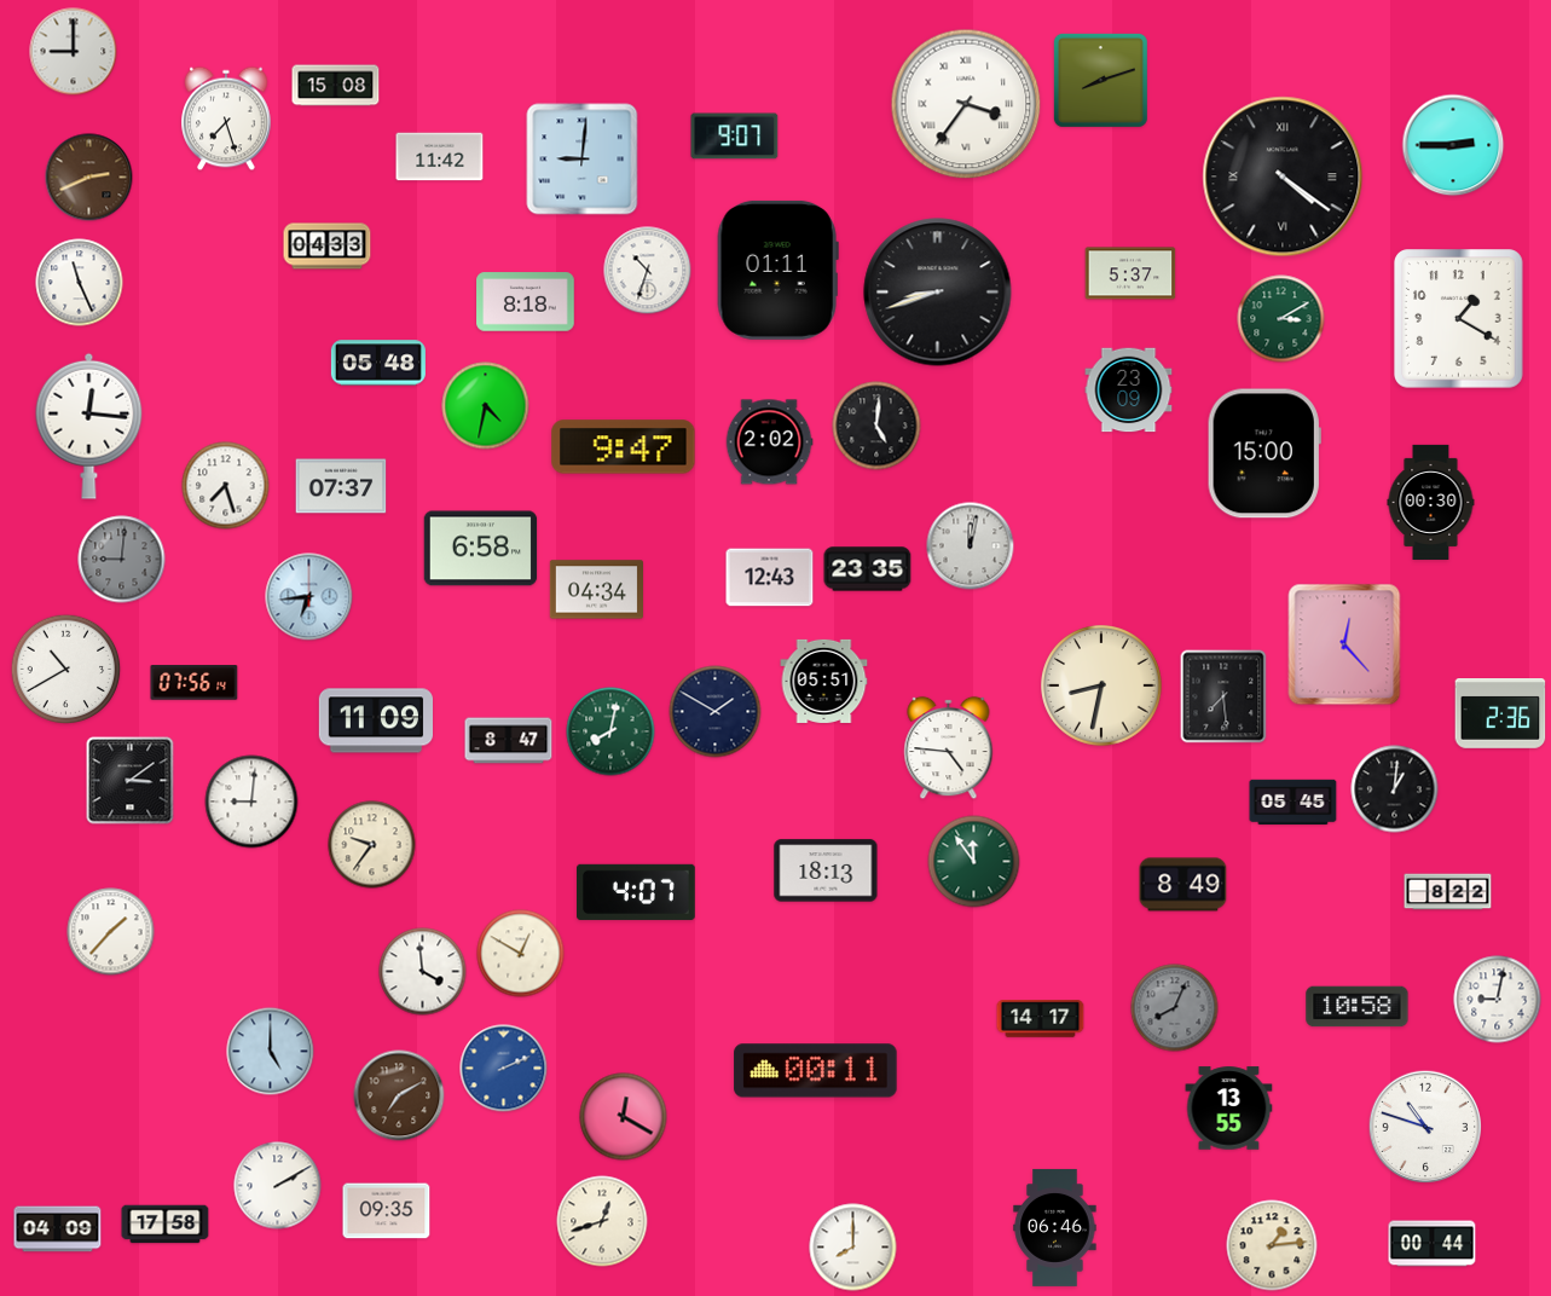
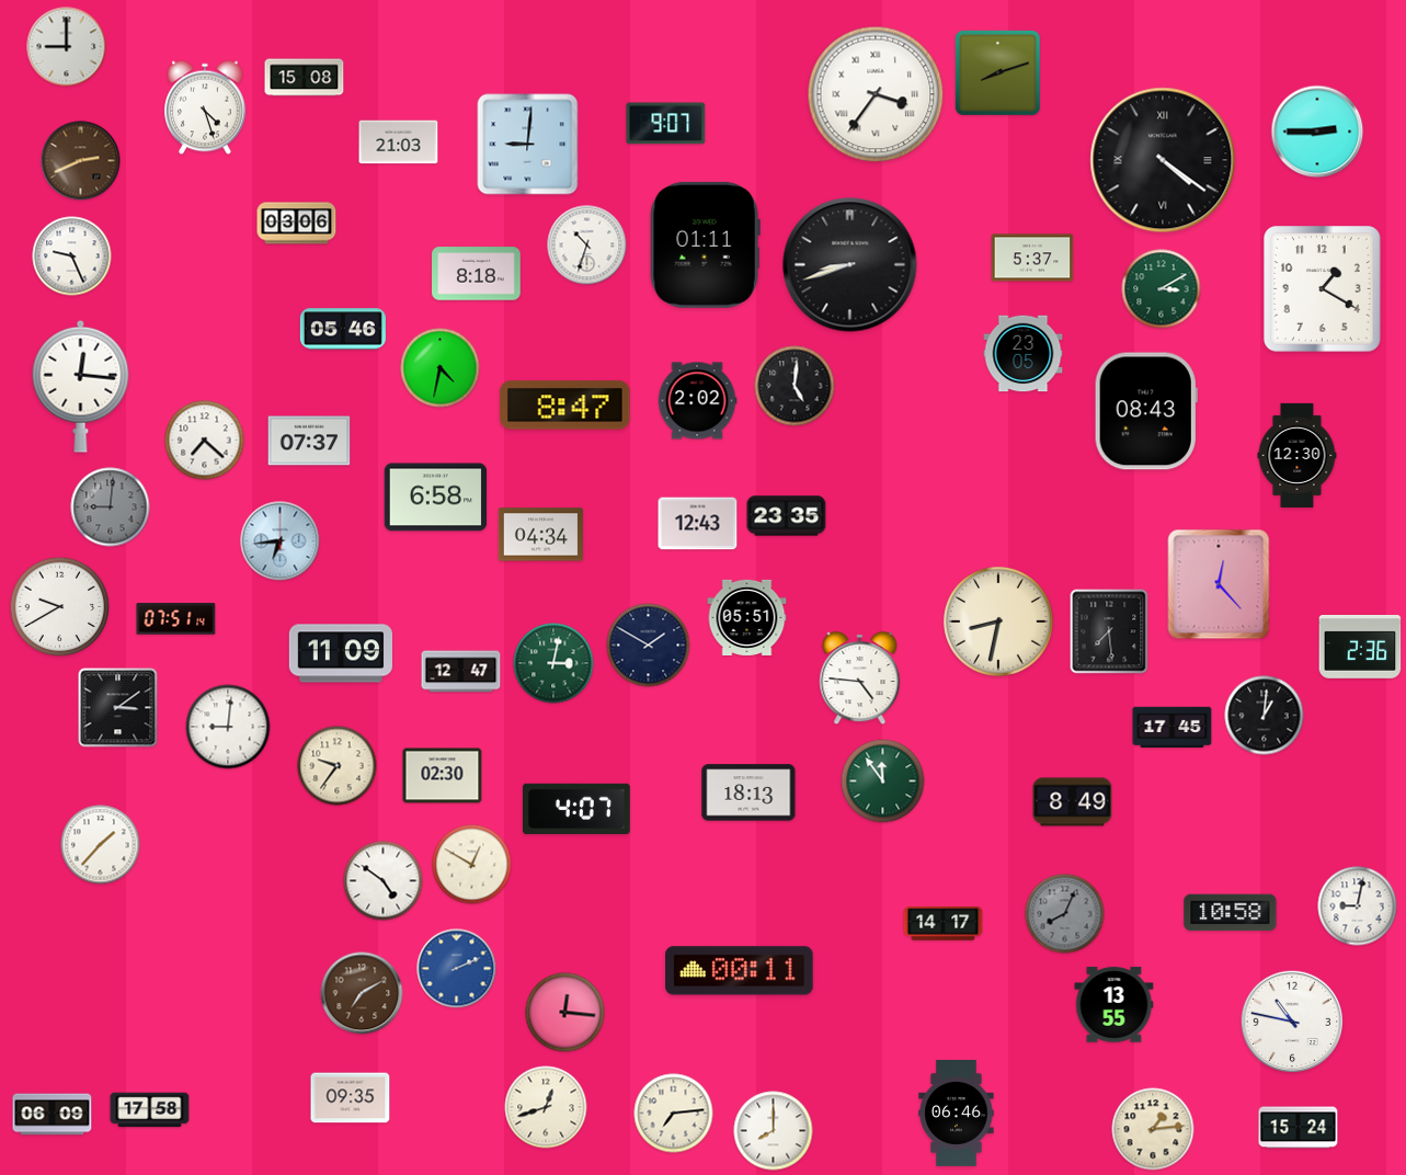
clock at (226, 118): 7:27 -> 4:27
clock at (440, 157): 11:42 -> 21:03
clock at (328, 247): 04:33 -> 03:06
clock at (1130, 273) position: (1130, 273) -> (1032, 258)
clock at (80, 283): 11:26 -> 9:26
clock at (378, 363): 05:48 -> 05:46
clock at (1129, 390): 23:09 -> 23:05
clock at (624, 447): 9:47 -> 8:47
clock at (1264, 453): 15:00 -> 08:43
clock at (226, 486): 7:27 -> 7:22
clock at (1431, 502): 00:30 -> 12:30
clock at (971, 546): 12:02 -> none
clock at (66, 670): 10:40 -> 9:40
clock at (195, 683): 07:56 -> 07:51
clock at (610, 731): 8:02 -> 3:02
clock at (509, 741): 8:47 -> 12:47
clock at (1294, 803): 05:45 -> 17:45
clock at (443, 776): none -> 02:30
clock at (826, 870) position: (826, 870) -> (748, 792)
clock at (1448, 892): 8:22 -> none
clock at (423, 972): 3:59 -> 4:51
clock at (271, 1052): 5:00 -> none
clock at (624, 1117): 12:20 -> 12:16
clock at (1425, 1127): 10:48 -> 10:47
clock at (278, 1186): 2:10 -> none
clock at (674, 1114): none -> 7:14
clock at (58, 1230): 04:09 -> 06:09
clock at (1433, 1244): 00:44 -> 15:24
